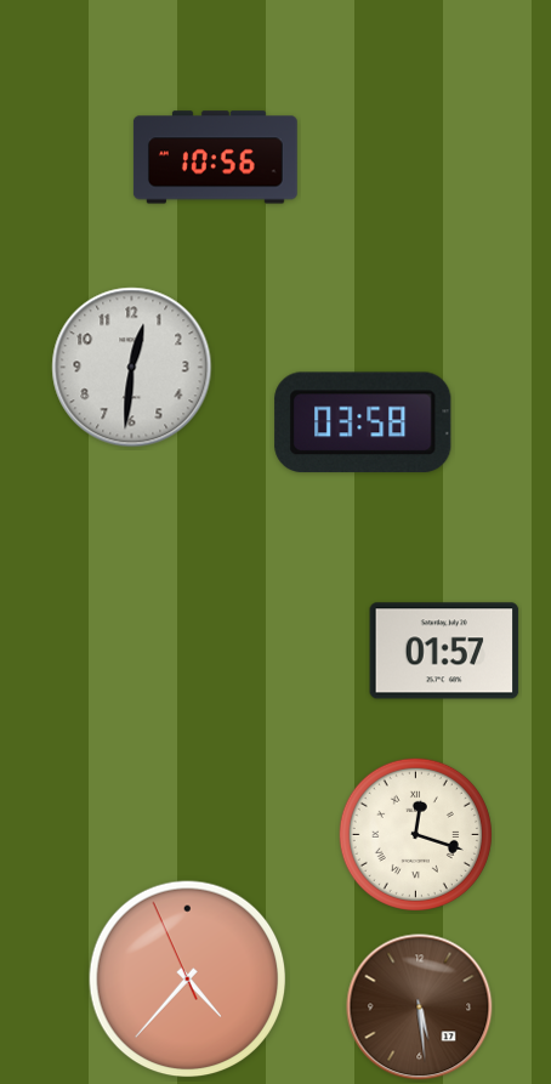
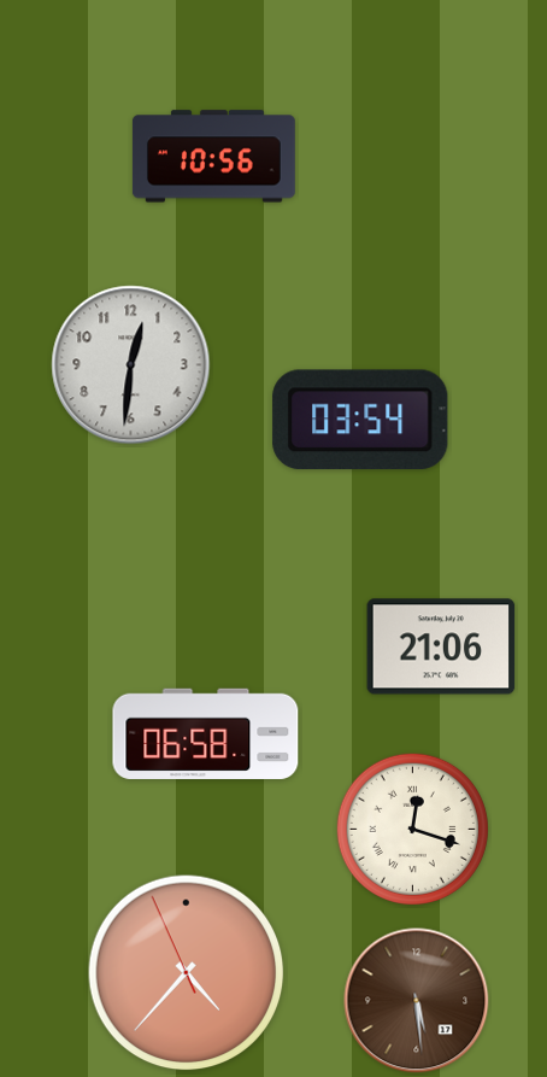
clock at (363, 422): 03:58 -> 03:54
clock at (444, 651): 01:57 -> 21:06
clock at (206, 733): none -> 06:58
